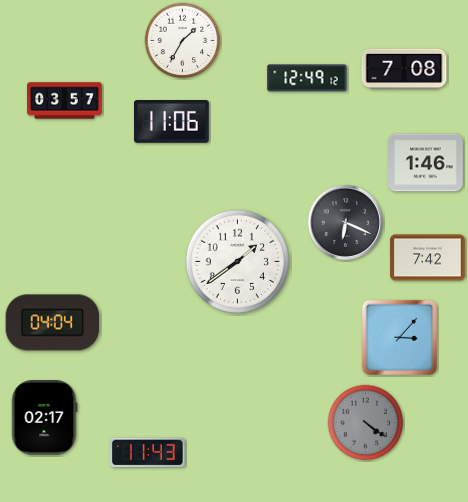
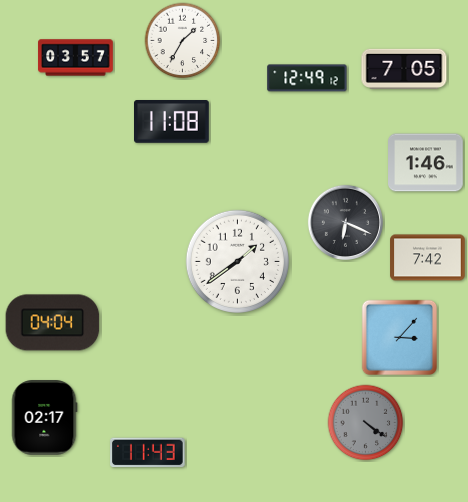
clock at (404, 69): 7:08 -> 7:05
clock at (65, 101) position: (65, 101) -> (76, 58)
clock at (172, 122): 11:06 -> 11:08
